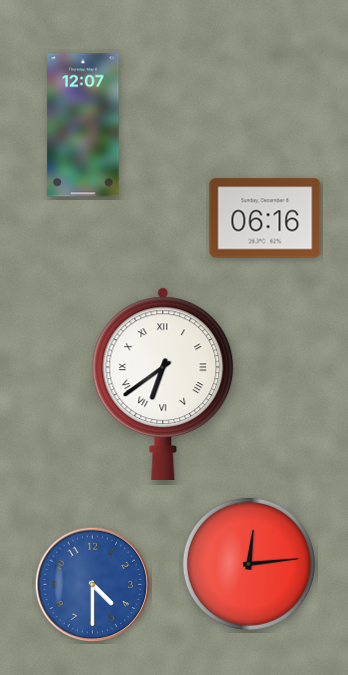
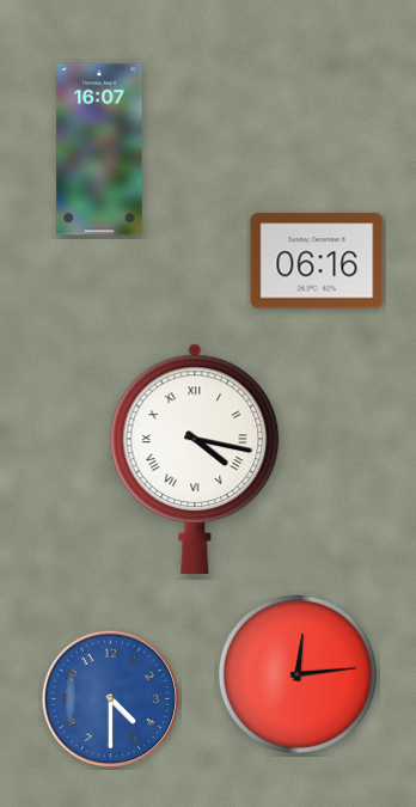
clock at (83, 125): 12:07 -> 16:07
clock at (163, 383): 6:39 -> 4:17
